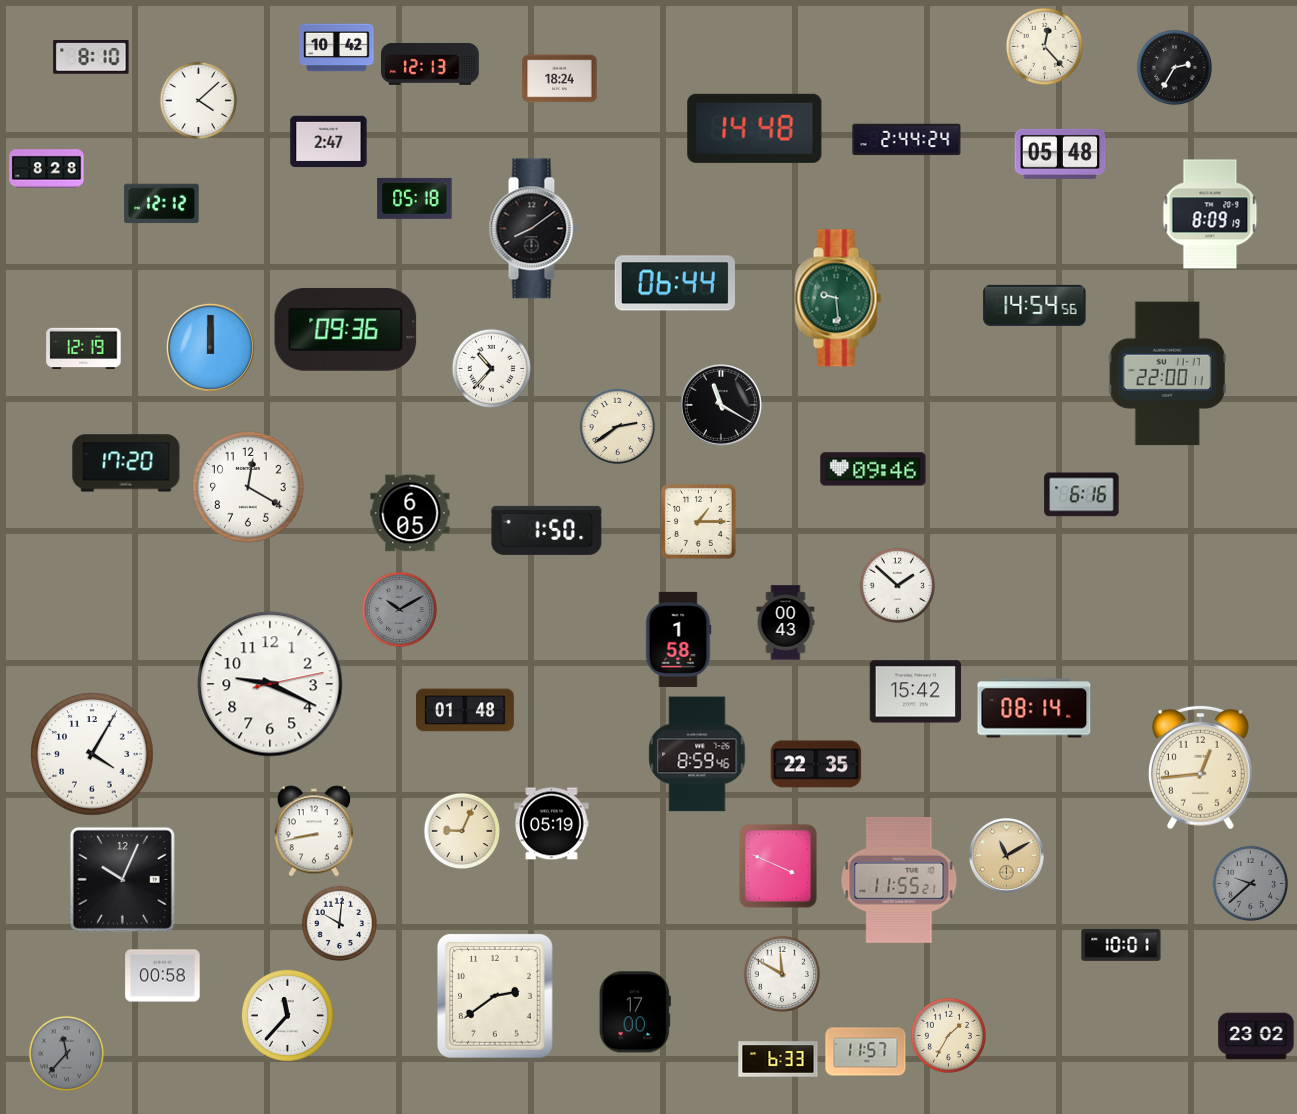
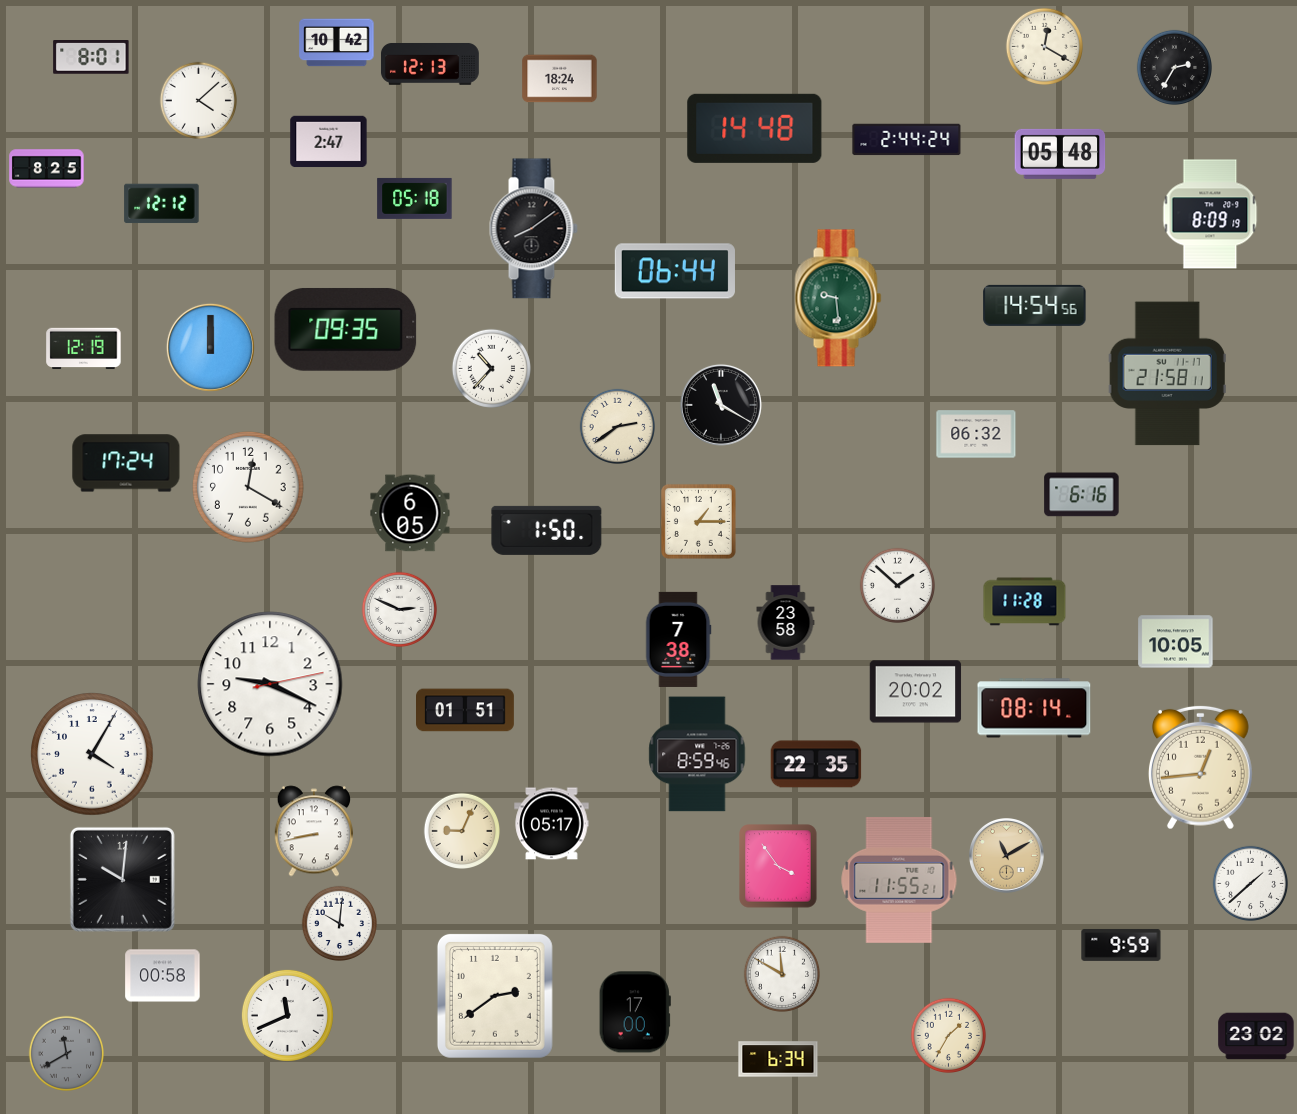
clock at (1044, 46): 12:23 -> 12:20
clock at (337, 48) position: (337, 48) -> (337, 43)
clock at (91, 58): 8:10 -> 8:01
clock at (47, 169): 8:28 -> 8:25
clock at (675, 283) position: (675, 283) -> (675, 271)
clock at (346, 329): 09:36 -> 09:35
clock at (1167, 374): 22:00 -> 21:58
clock at (976, 434): none -> 06:32
clock at (126, 463): 17:20 -> 17:24
clock at (873, 469): 09:46 -> none
clock at (1025, 602): none -> 11:28
clock at (399, 609): 10:10 -> 2:49
clock at (399, 609) dial: grey -> white
clock at (786, 623): 00:43 -> 23:58
clock at (678, 639): 1:58 -> 7:38
clock at (1176, 642): none -> 10:05
clock at (916, 692): 15:42 -> 20:02
clock at (466, 710): 01:48 -> 01:51
clock at (552, 824): 05:19 -> 05:17
clock at (778, 866): 3:49 -> 3:54
clock at (122, 879): 10:04 -> 10:01
clock at (1250, 883): 9:38 -> 1:38
clock at (1250, 883) dial: grey -> white
clock at (1121, 945): 10:01 -> 9:59
clock at (287, 1015): 11:37 -> 11:41
clock at (866, 1052): 11:57 -> none
clock at (66, 1053): 11:37 -> 11:40
clock at (778, 1059): 6:33 -> 6:34
